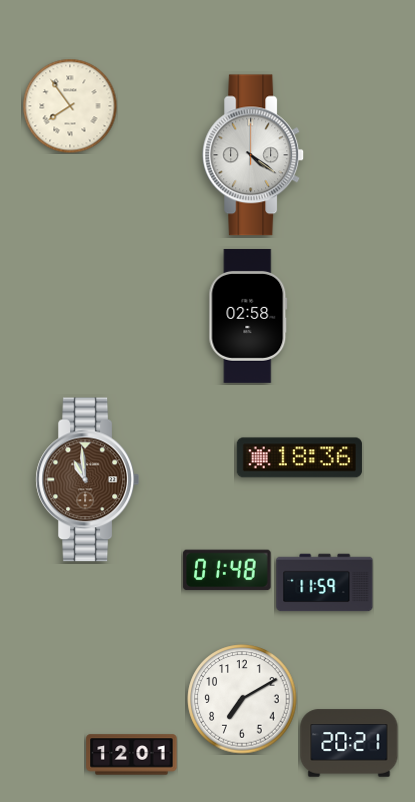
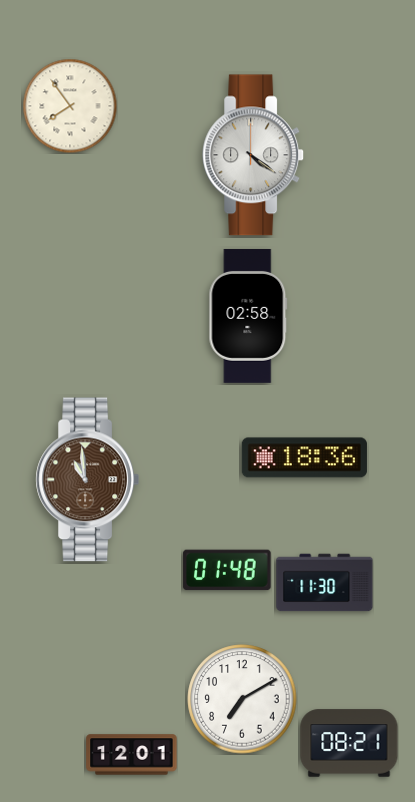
clock at (299, 458) position: (299, 458) -> (304, 458)
clock at (325, 583): 11:59 -> 11:30
clock at (349, 743): 20:21 -> 08:21
